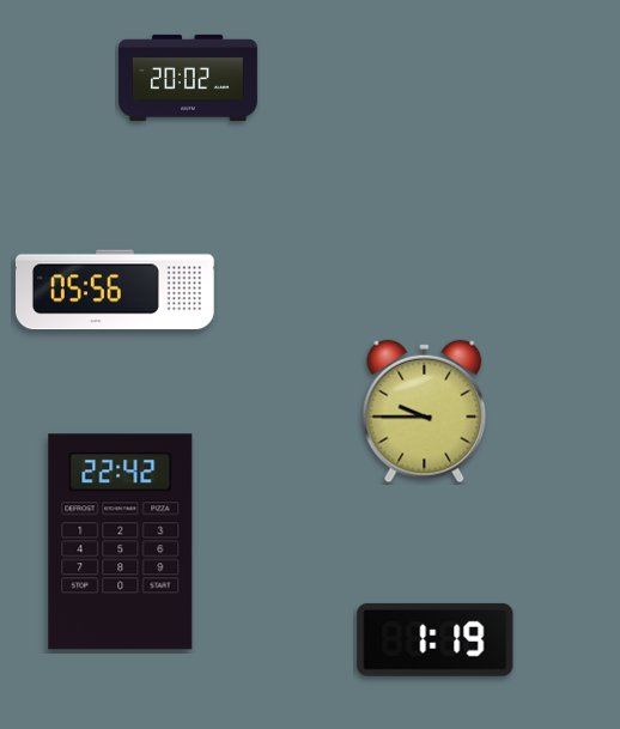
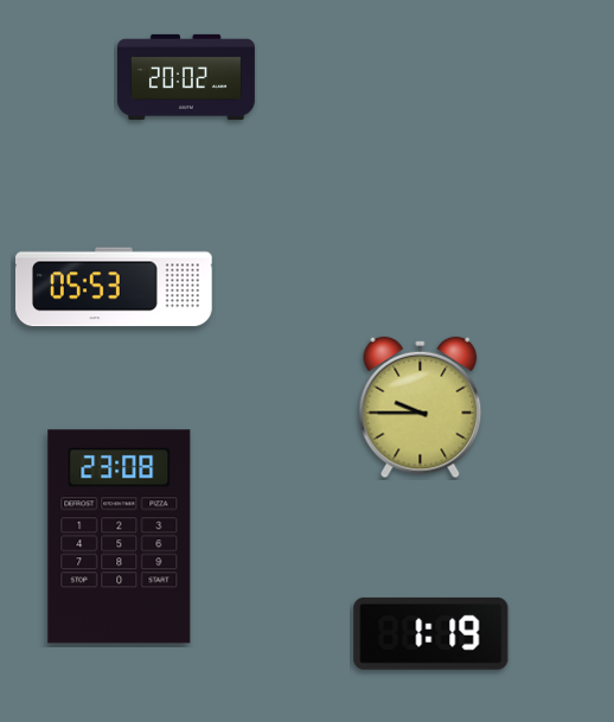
clock at (116, 290): 05:56 -> 05:53
clock at (121, 542): 22:42 -> 23:08
